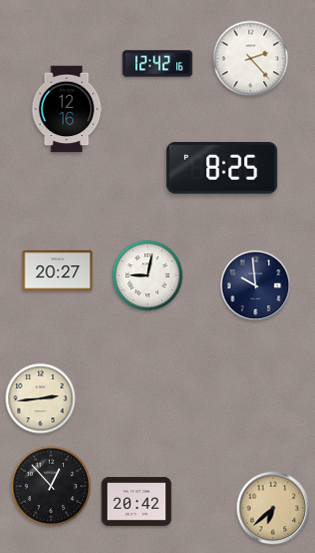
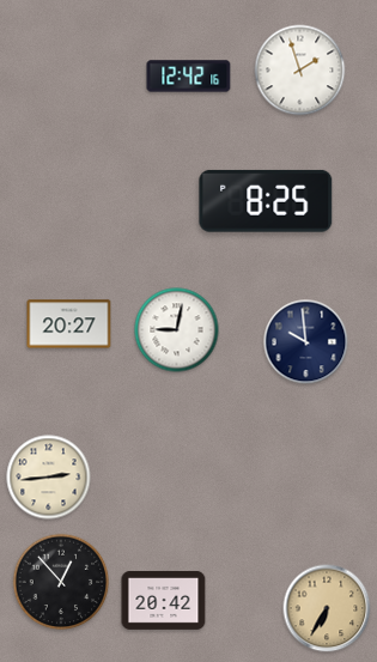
clock at (251, 59): 2:23 -> 1:57
clock at (67, 109): 12:16 -> none
clock at (273, 508): 6:38 -> 6:35
